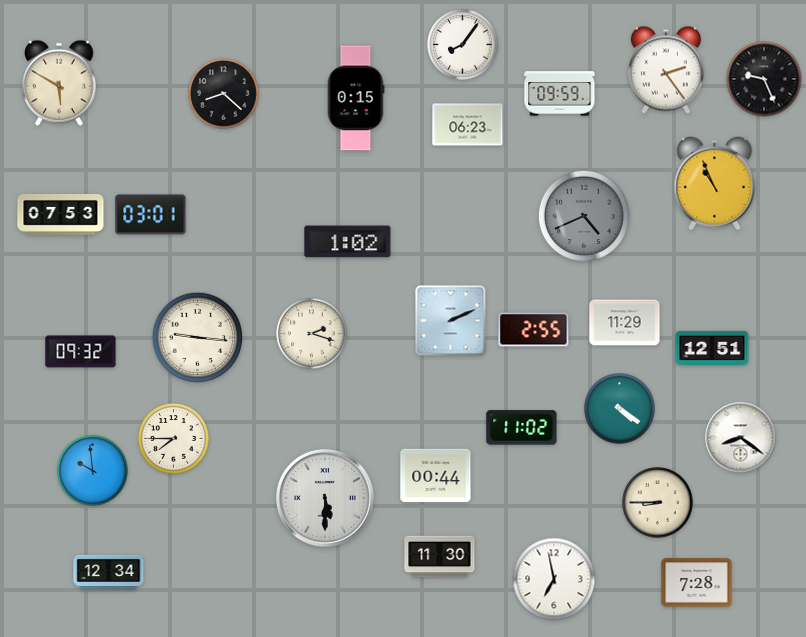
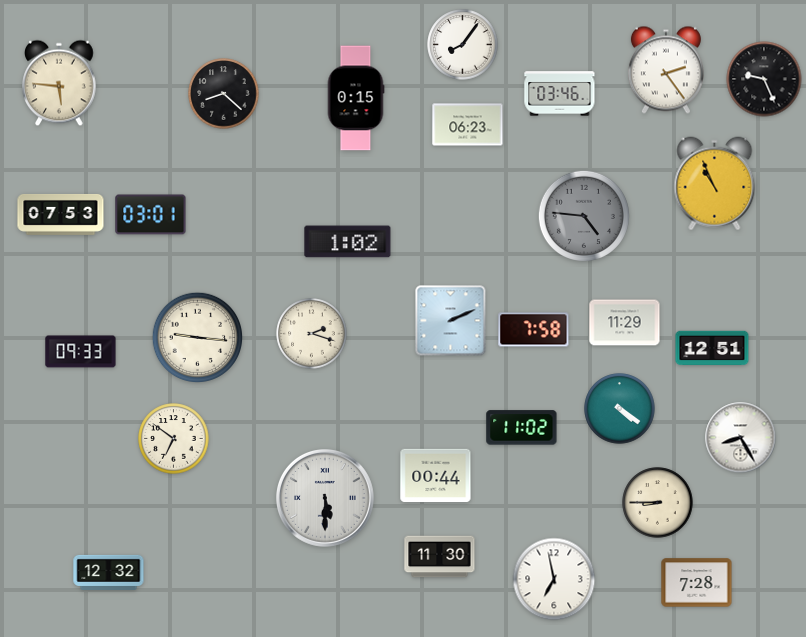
clock at (59, 83): 5:50 -> 5:46
clock at (560, 94): 09:59 -> 03:46
clock at (584, 216): 4:41 -> 4:46
clock at (534, 330): 2:55 -> 7:58
clock at (81, 352): 09:32 -> 09:33
clock at (741, 438): 8:21 -> 8:25
clock at (174, 439): 7:45 -> 6:51
clock at (93, 471): 9:59 -> none
clock at (109, 572): 12:34 -> 12:32
